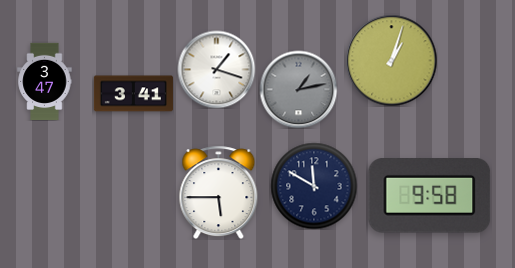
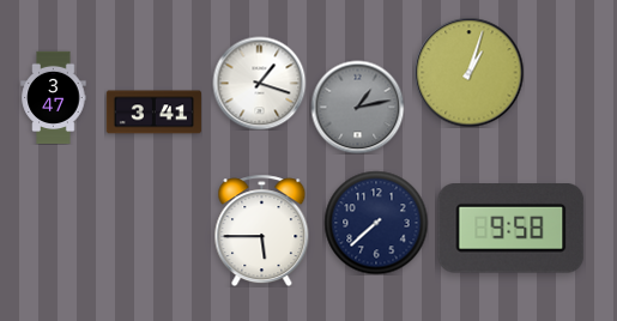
clock at (133, 94) position: (133, 94) -> (153, 113)
clock at (314, 186): 11:50 -> 7:38
clock at (430, 196) position: (430, 196) -> (512, 229)
